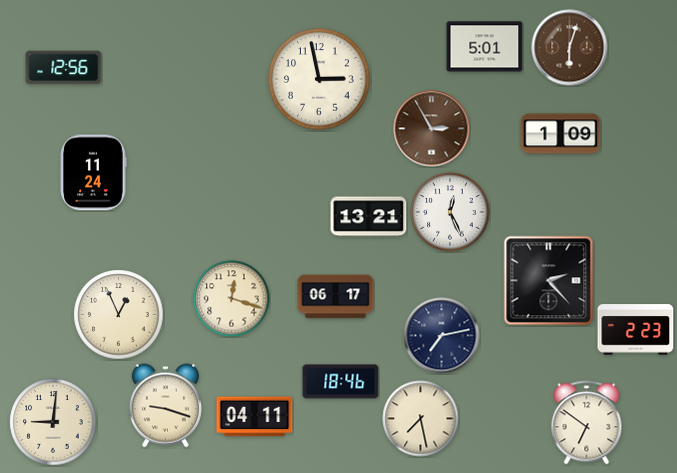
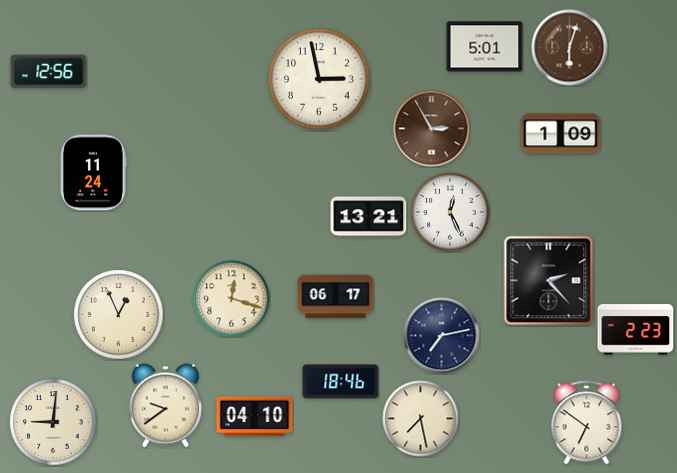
clock at (64, 68) position: (64, 68) -> (49, 72)
clock at (165, 406): 9:18 -> 9:39
clock at (255, 417): 04:11 -> 04:10
